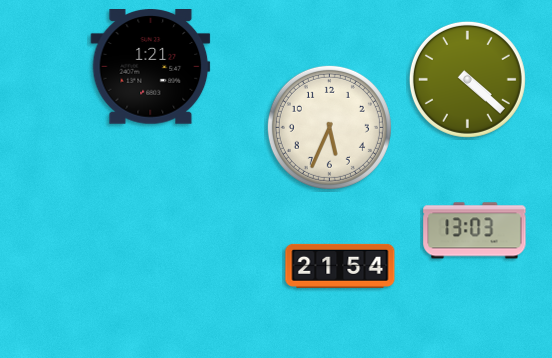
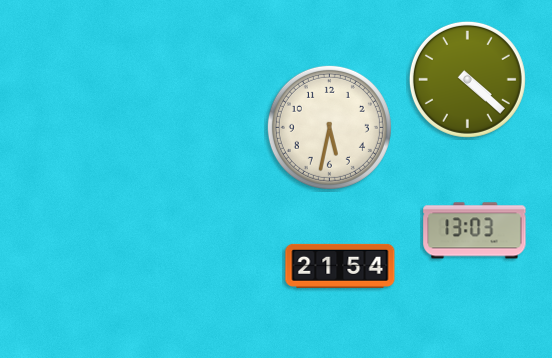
clock at (151, 67): 1:21 -> none
clock at (329, 127): 5:34 -> 5:32
